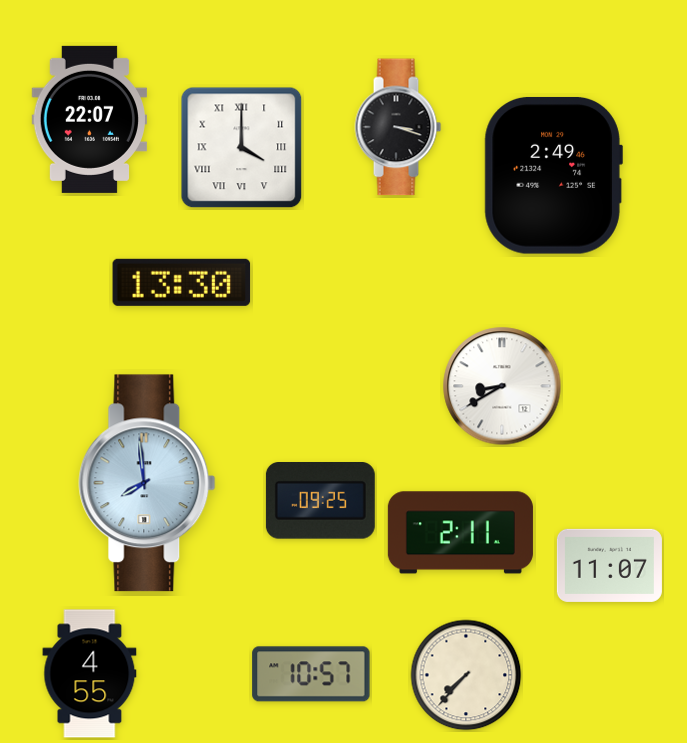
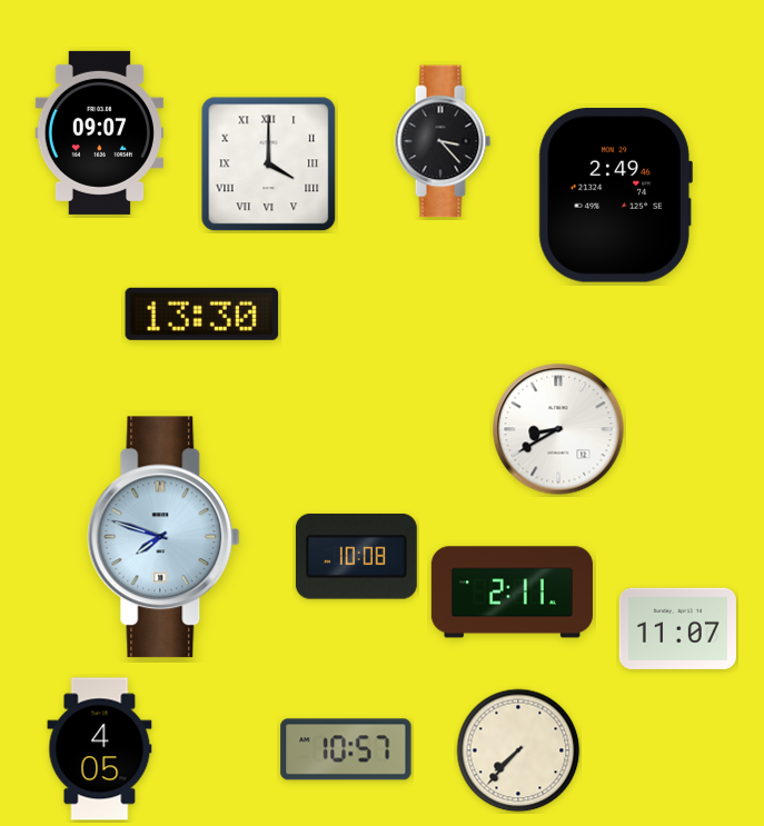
clock at (89, 119): 22:07 -> 09:07
clock at (398, 127): 3:18 -> 3:23
clock at (147, 483): 7:59 -> 7:48
clock at (320, 501): 09:25 -> 10:08
clock at (90, 674): 4:55 -> 4:05
